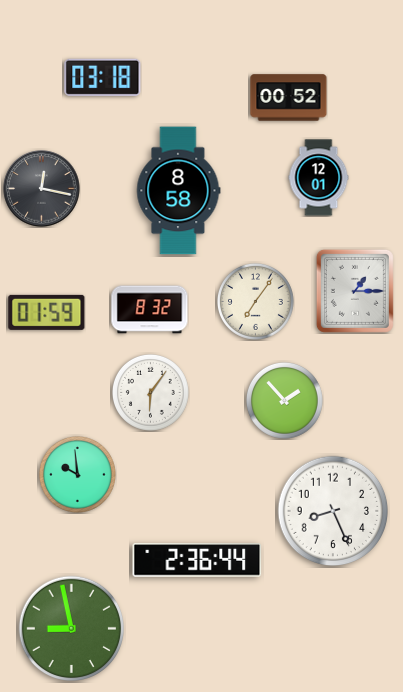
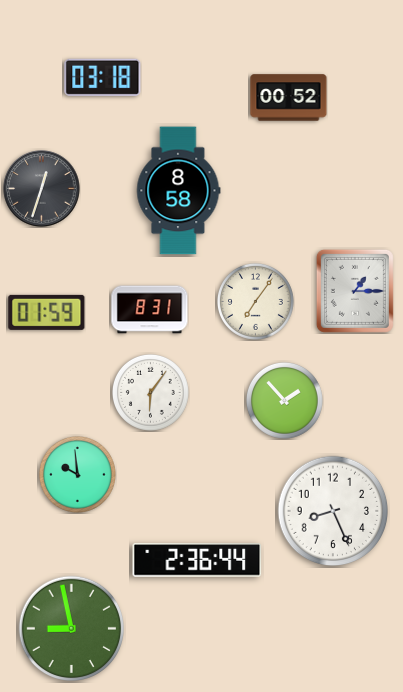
clock at (319, 178): 12:01 -> none
clock at (42, 189): 12:17 -> 12:33
clock at (150, 310): 8:32 -> 8:31
